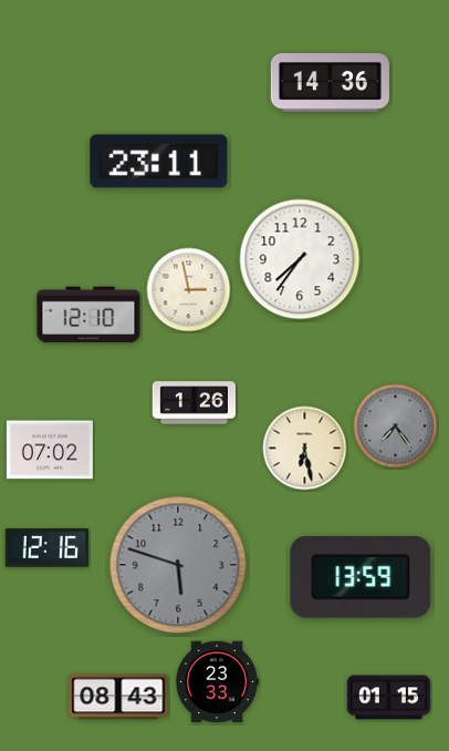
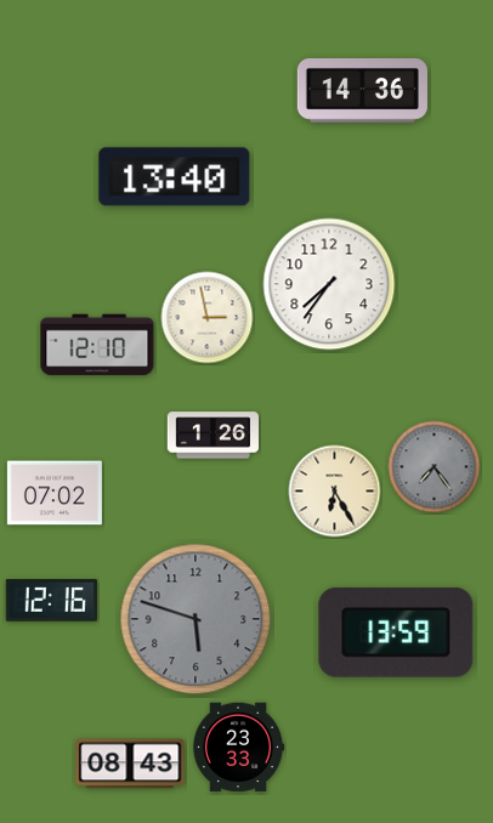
clock at (159, 162): 23:11 -> 13:40
clock at (194, 403) position: (194, 403) -> (212, 436)
clock at (305, 449): 6:28 -> 6:25
clock at (388, 698): 01:15 -> none
